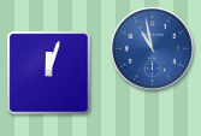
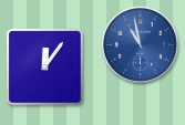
clock at (49, 73): 12:03 -> 12:06
